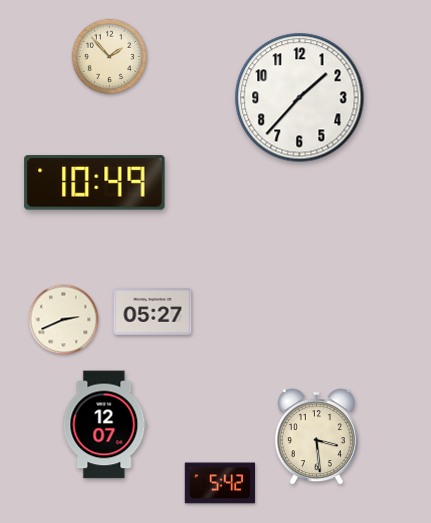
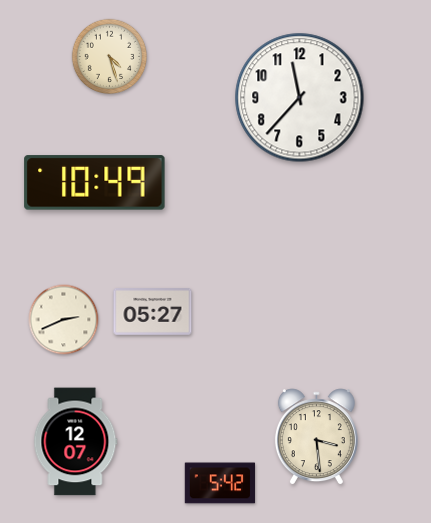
clock at (110, 57): 1:53 -> 4:27
clock at (300, 98): 1:37 -> 11:37
clock at (105, 425) position: (105, 425) -> (76, 442)
